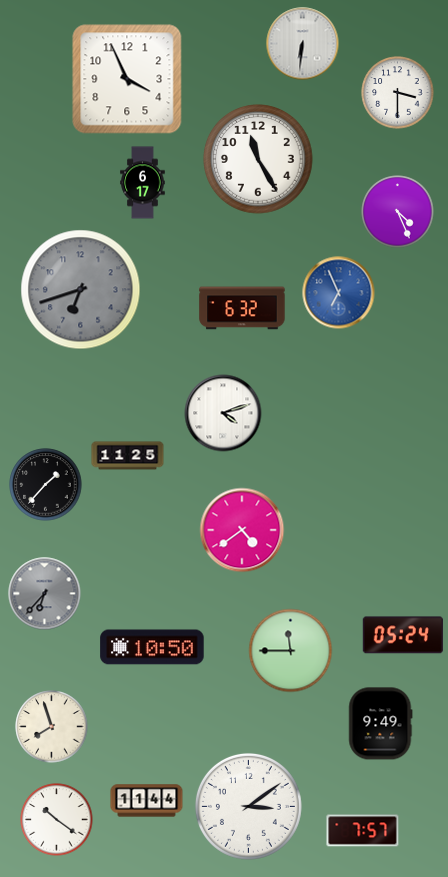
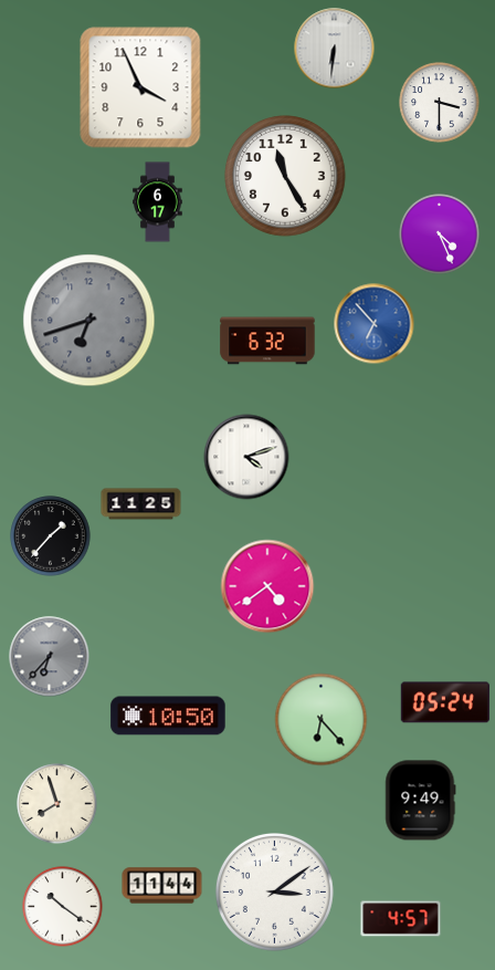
clock at (339, 293): 6:56 -> 6:53
clock at (291, 651): 11:45 -> 6:23
clock at (363, 831): 7:57 -> 4:57
